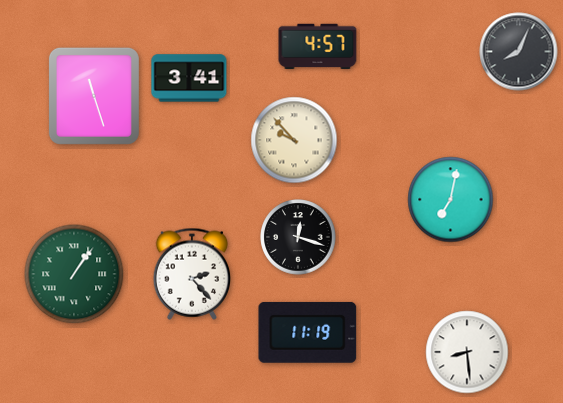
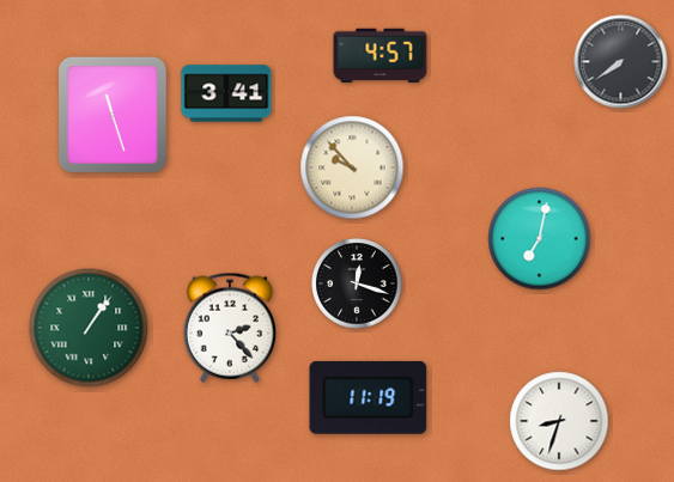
clock at (519, 52): 8:04 -> 7:39
clock at (467, 352): 8:29 -> 8:33
